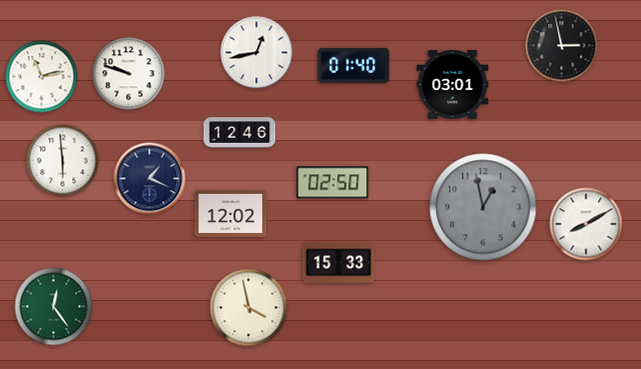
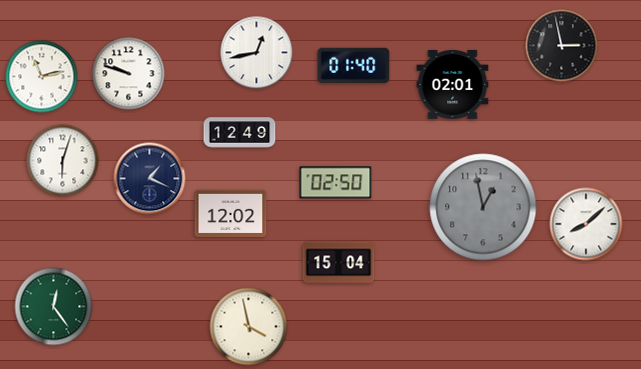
clock at (453, 84): 03:01 -> 02:01
clock at (240, 133): 12:46 -> 12:49
clock at (63, 161): 5:59 -> 6:03
clock at (333, 183) position: (333, 183) -> (336, 183)
clock at (586, 224): 8:10 -> 8:08
clock at (339, 263): 15:33 -> 15:04
clock at (249, 308) position: (249, 308) -> (249, 327)
